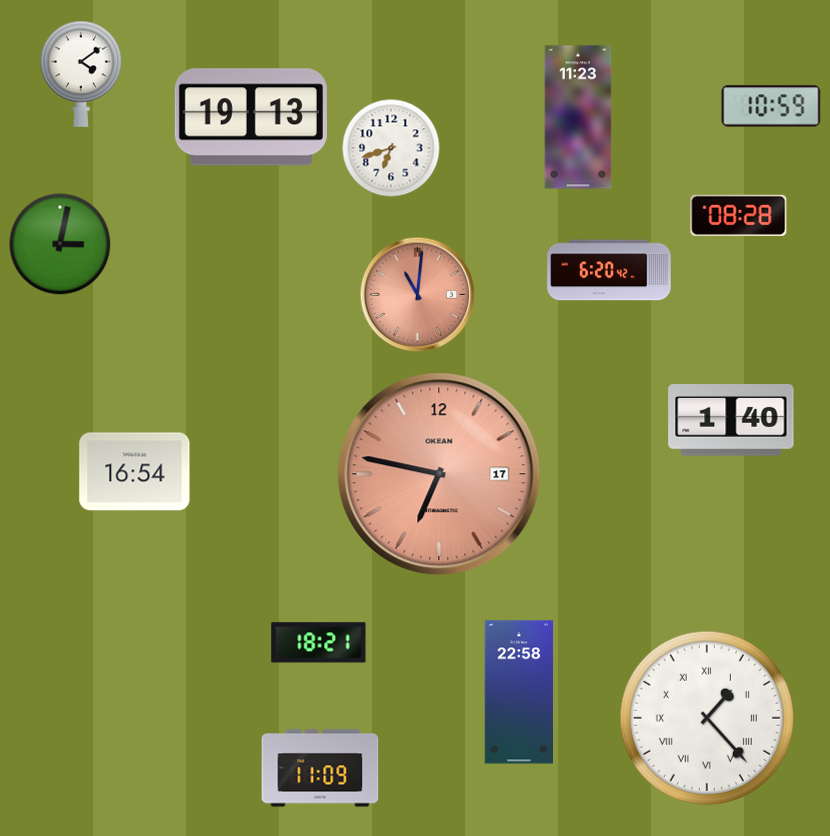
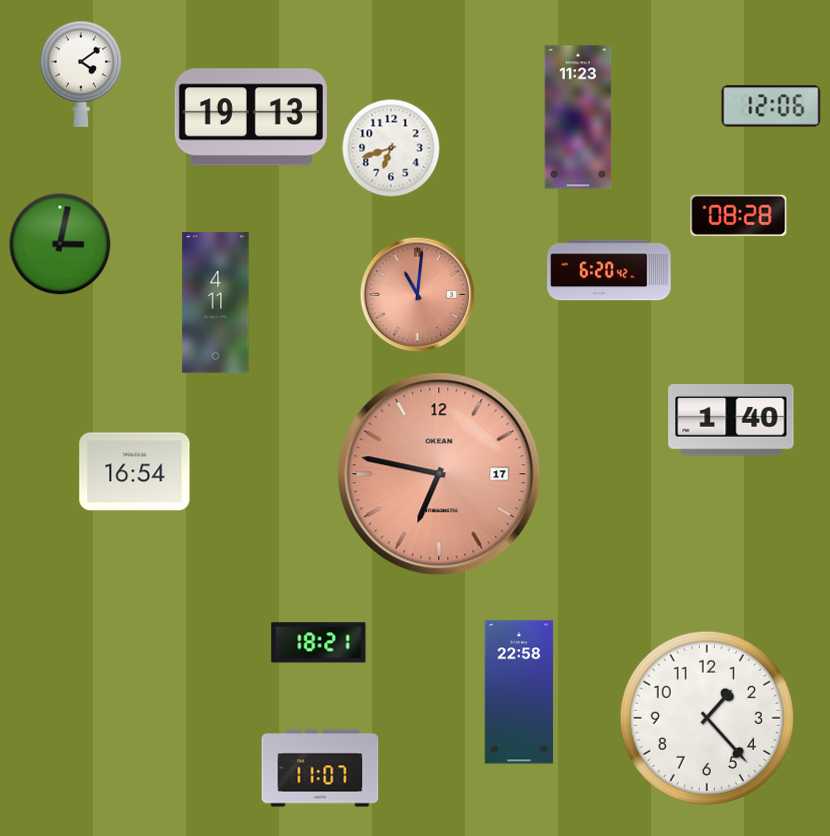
clock at (771, 106): 10:59 -> 12:06
clock at (216, 303): none -> 4:11
clock at (707, 718) numerals: Roman -> Arabic
clock at (320, 768): 11:09 -> 11:07
